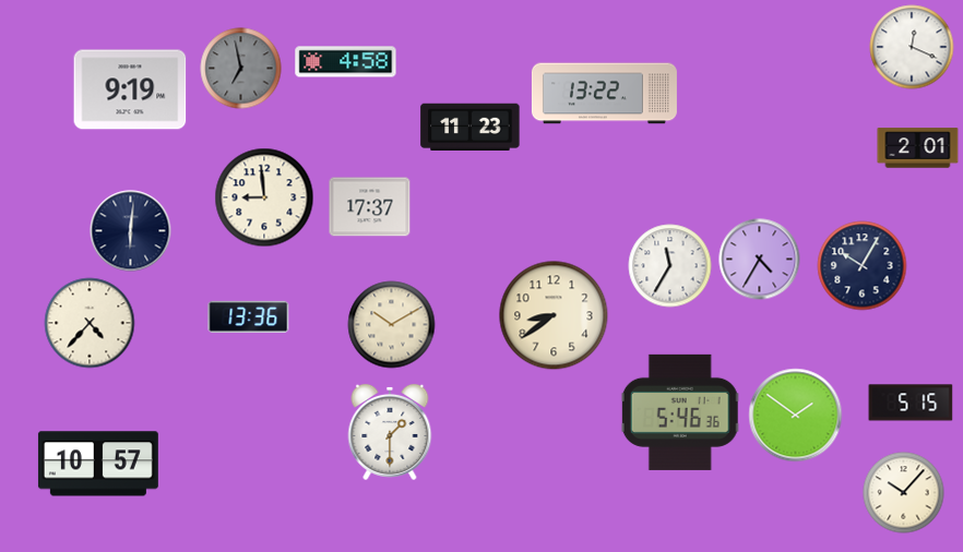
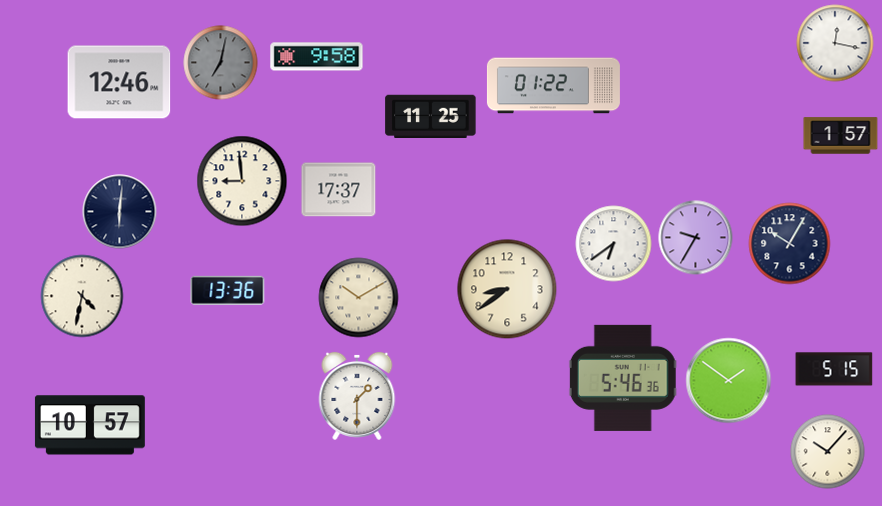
clock at (912, 47): 12:19 -> 12:17
clock at (346, 62): 4:58 -> 9:58
clock at (241, 69): 6:58 -> 7:02
clock at (130, 89): 9:19 -> 12:46
clock at (604, 94): 13:22 -> 01:22
clock at (471, 128): 11:23 -> 11:25
clock at (918, 148): 2:01 -> 1:57
clock at (760, 260): 4:35 -> 9:35
clock at (670, 266): 11:35 -> 6:39
clock at (90, 323): 4:37 -> 4:32
